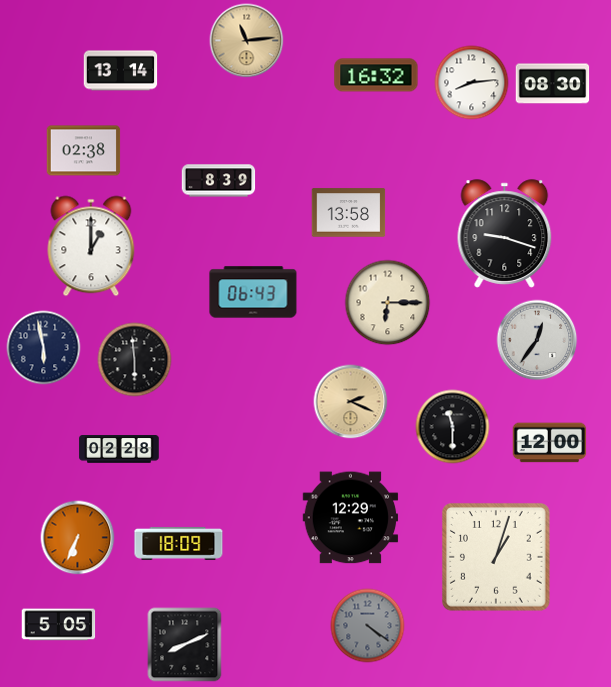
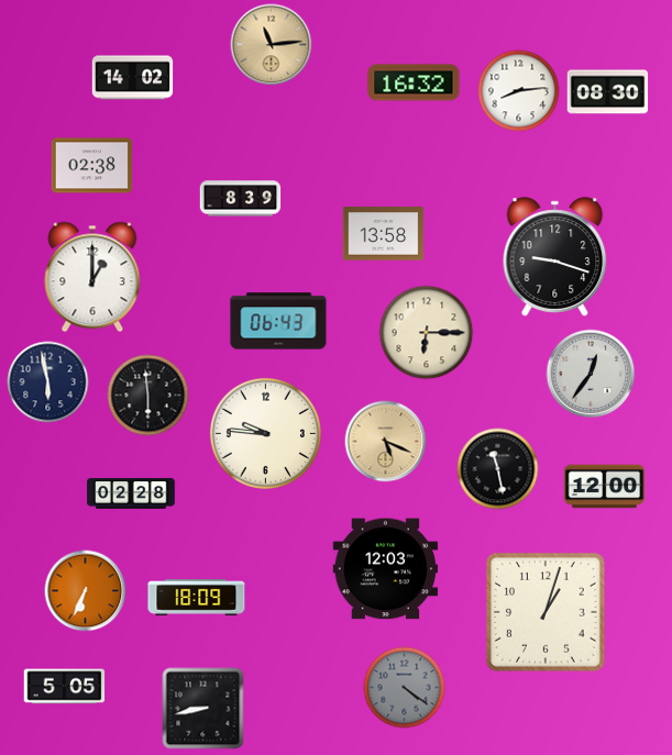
clock at (121, 71): 13:14 -> 14:02
clock at (91, 246) position: (91, 246) -> (92, 277)
clock at (265, 433): none -> 9:46
clock at (351, 402): 2:19 -> 5:19
clock at (453, 427): 11:30 -> 11:28
clock at (351, 518): 12:29 -> 12:03
clock at (185, 645): 8:11 -> 8:43
